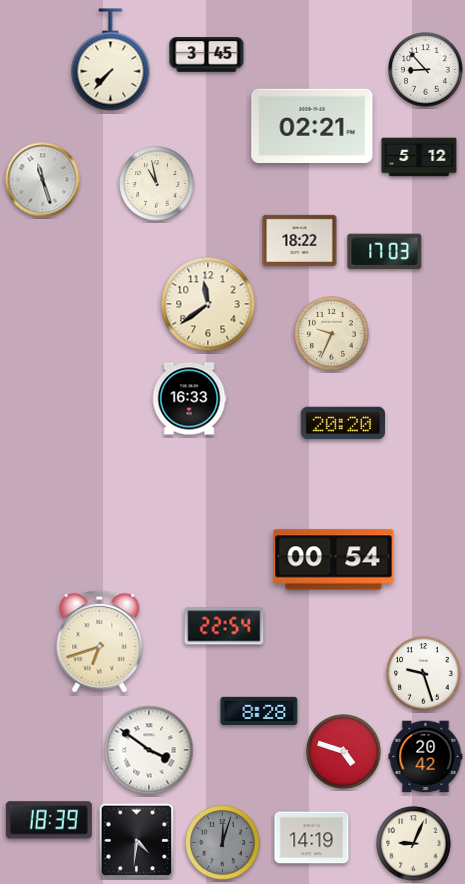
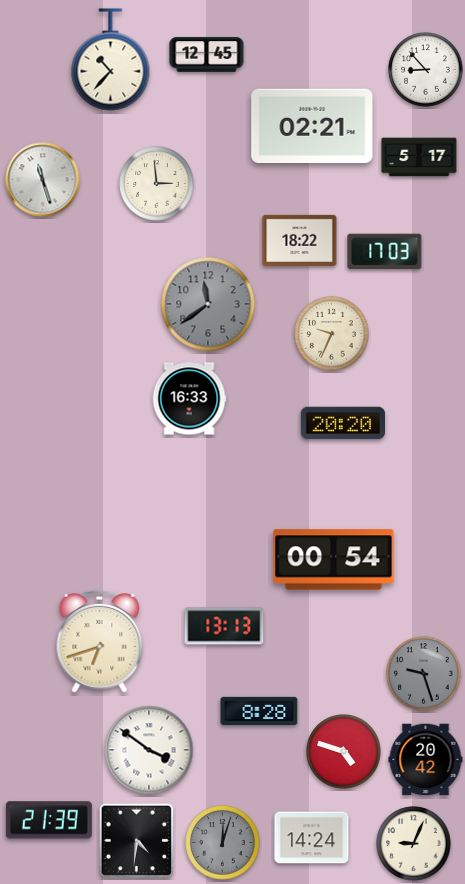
clock at (207, 55): 3:45 -> 12:45
clock at (111, 60): 7:37 -> 10:37
clock at (419, 157): 5:12 -> 5:17
clock at (157, 184): 10:58 -> 2:59
clock at (208, 304) dial: cream -> grey
clock at (224, 626): 22:54 -> 13:13
clock at (424, 674) dial: white -> grey
clock at (426, 757) position: (426, 757) -> (426, 760)
clock at (49, 820): 18:39 -> 21:39
clock at (312, 838): 14:19 -> 14:24
